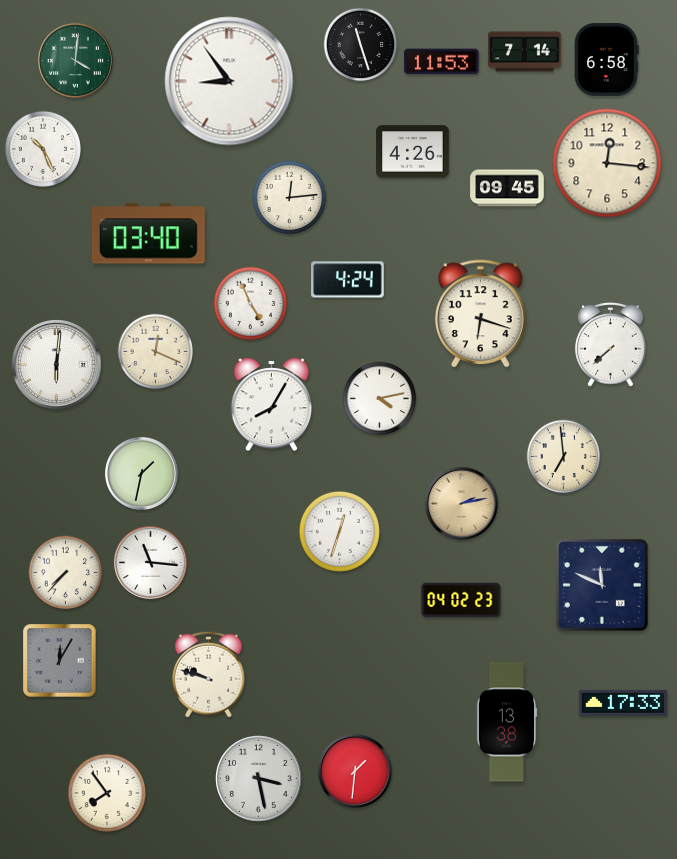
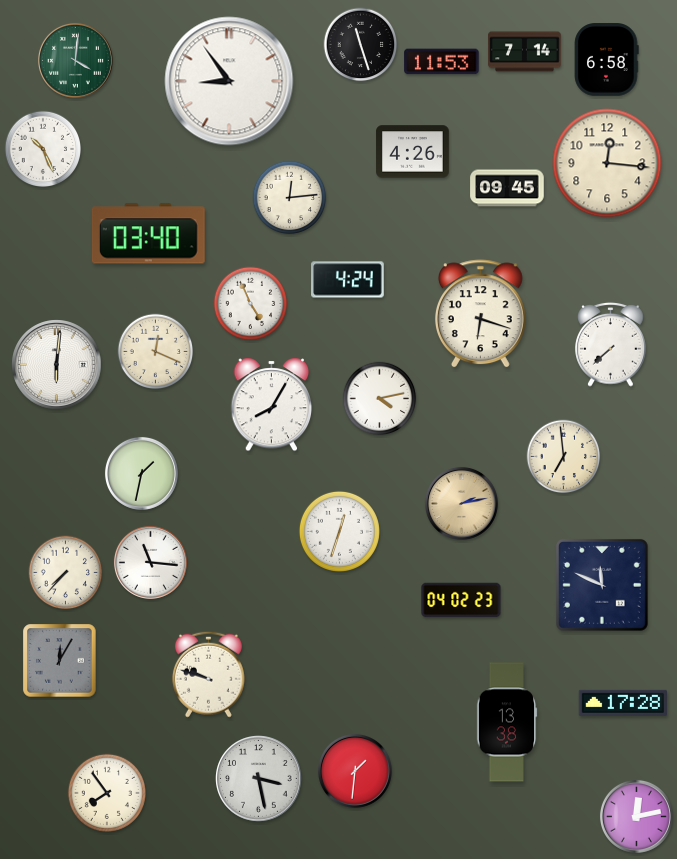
clock at (622, 703): 17:33 -> 17:28
clock at (636, 816): none -> 12:13
